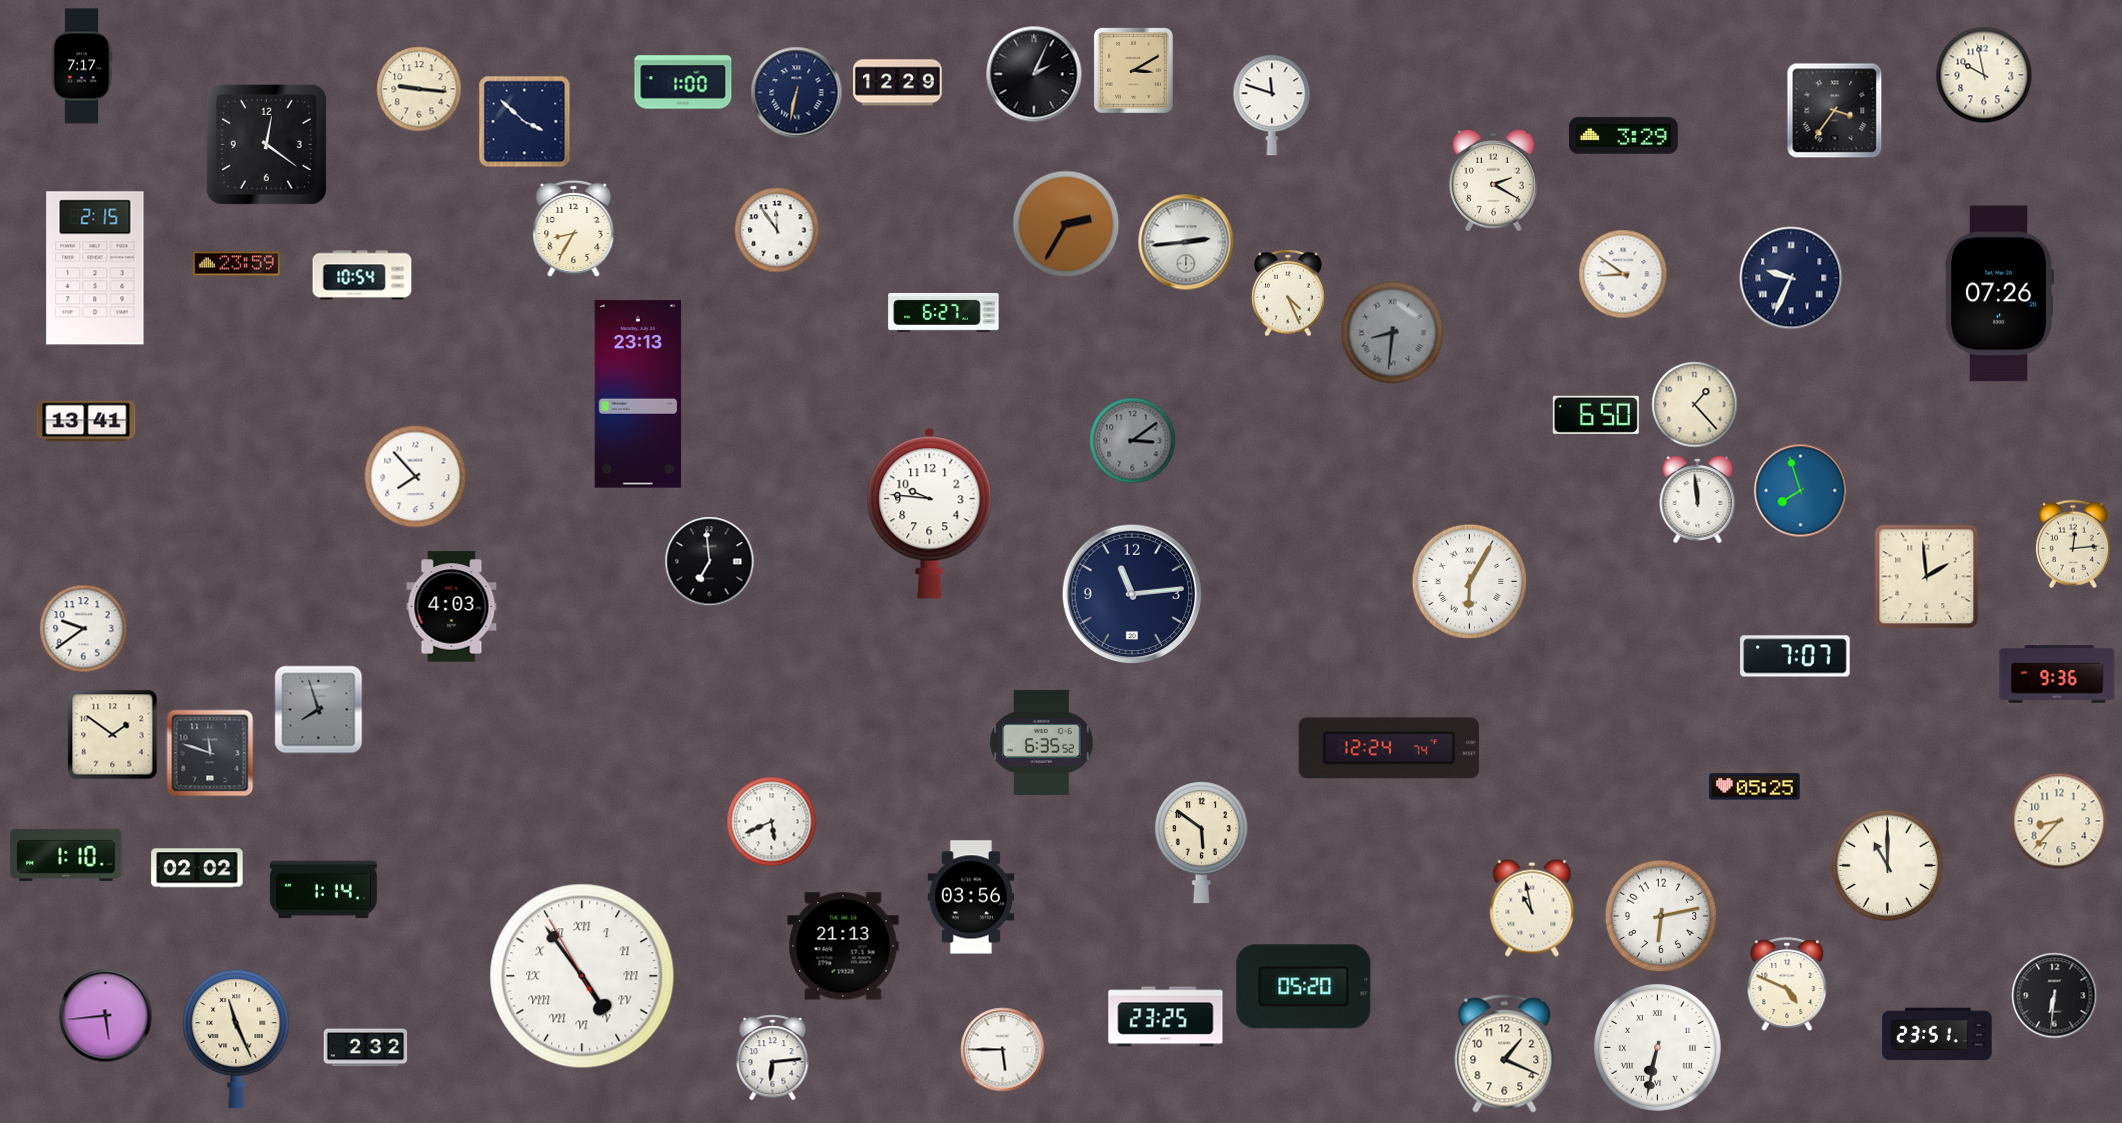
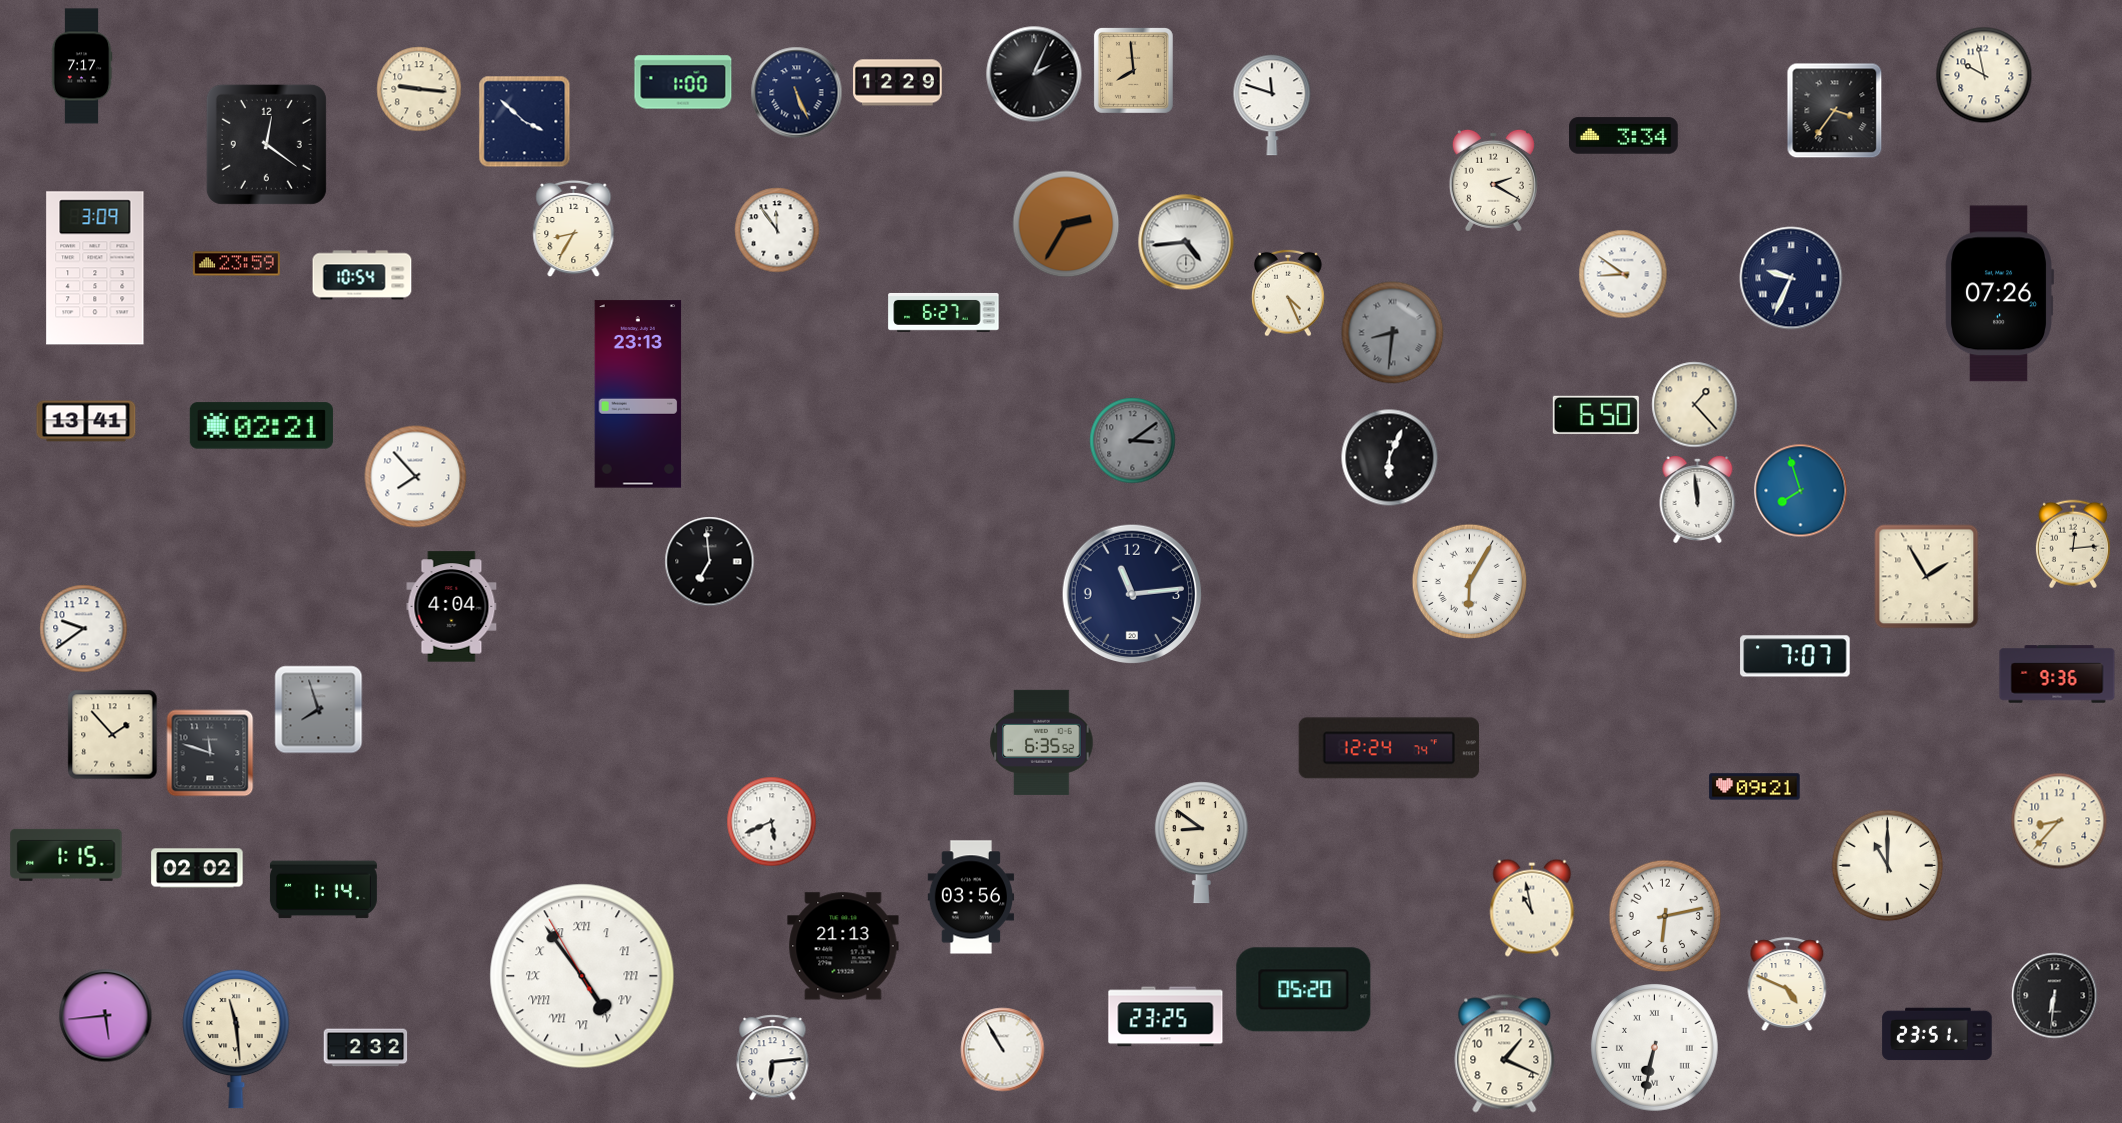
clock at (1133, 70): 3:10 -> 7:59
clock at (797, 93): 6:32 -> 5:26
clock at (1624, 136): 3:29 -> 3:34
clock at (1186, 242): 2:44 -> 4:44
clock at (95, 268): 2:15 -> 3:09
clock at (261, 426): none -> 02:21
clock at (1390, 458): none -> 6:04
clock at (930, 514): 9:46 -> none
clock at (1927, 577): 1:59 -> 1:55
clock at (452, 607): 4:03 -> 4:04
clock at (113, 735): 1:51 -> 1:53
clock at (1755, 787): 05:25 -> 09:21
clock at (1201, 843): 5:51 -> 8:51
clock at (66, 855): 1:10 -> 1:15
clock at (1661, 916) position: (1661, 916) -> (1665, 916)
clock at (1304, 987) position: (1304, 987) -> (1304, 990)
clock at (236, 1039): 11:26 -> 11:29
clock at (1658, 1048) position: (1658, 1048) -> (1655, 1048)
clock at (1003, 1050): 5:45 -> 10:55
